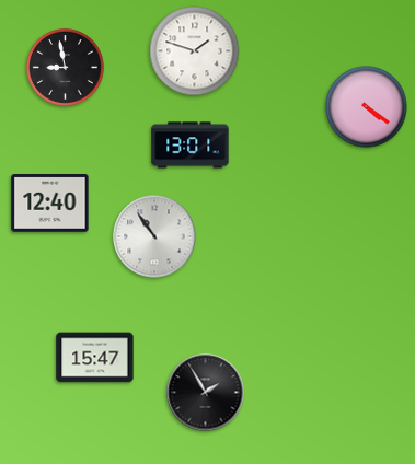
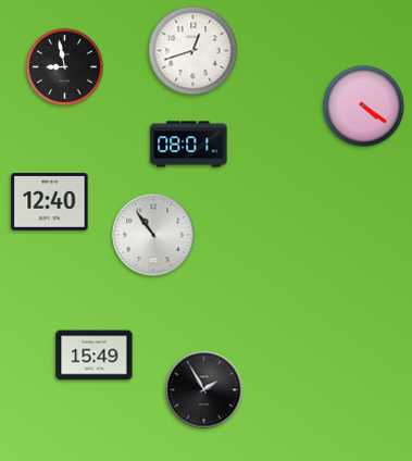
clock at (195, 51): 1:48 -> 12:42
clock at (191, 146): 13:01 -> 08:01
clock at (95, 358): 15:47 -> 15:49
